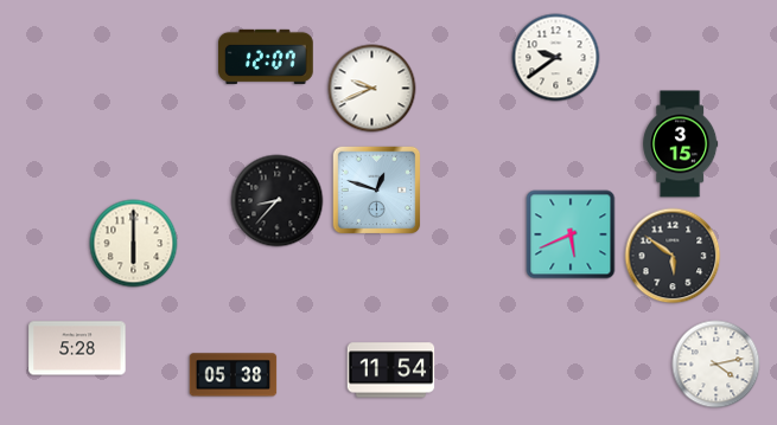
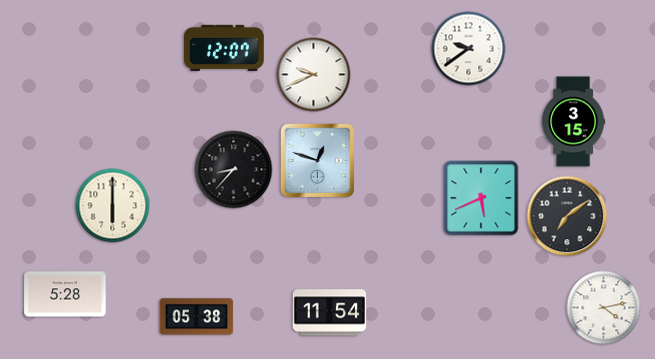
clock at (673, 256): 5:51 -> 7:09
